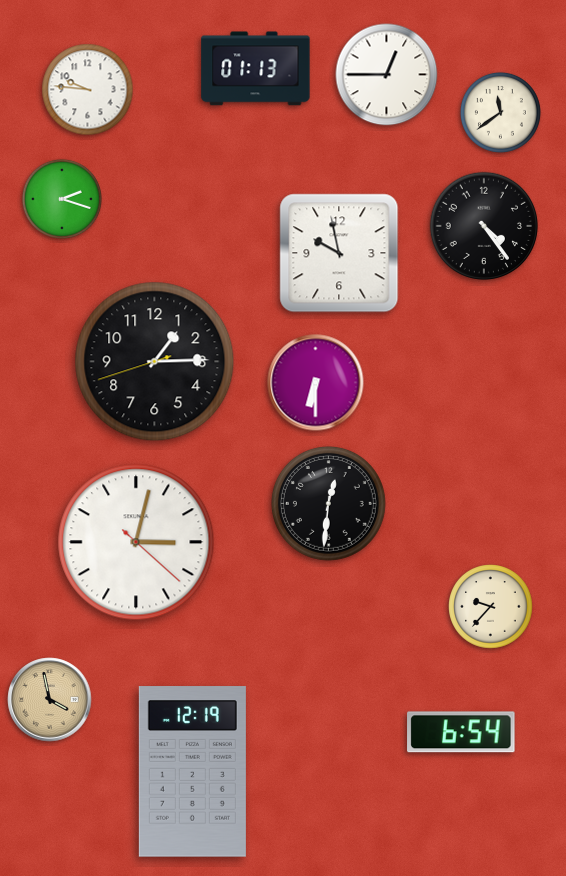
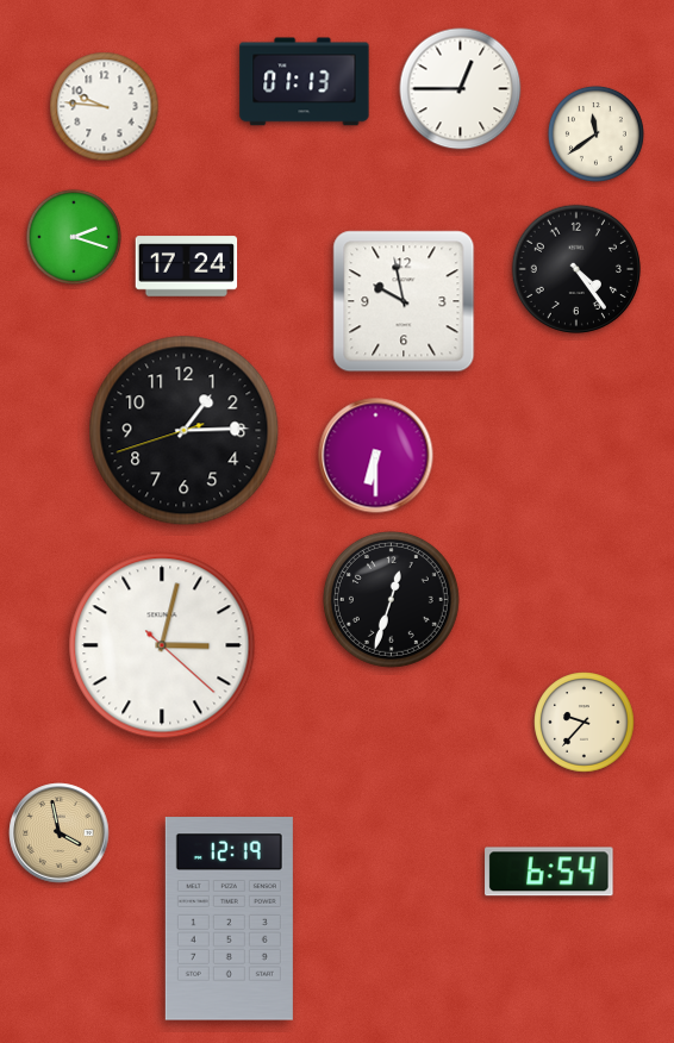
clock at (187, 267): none -> 17:24
clock at (328, 503): 12:31 -> 12:33
